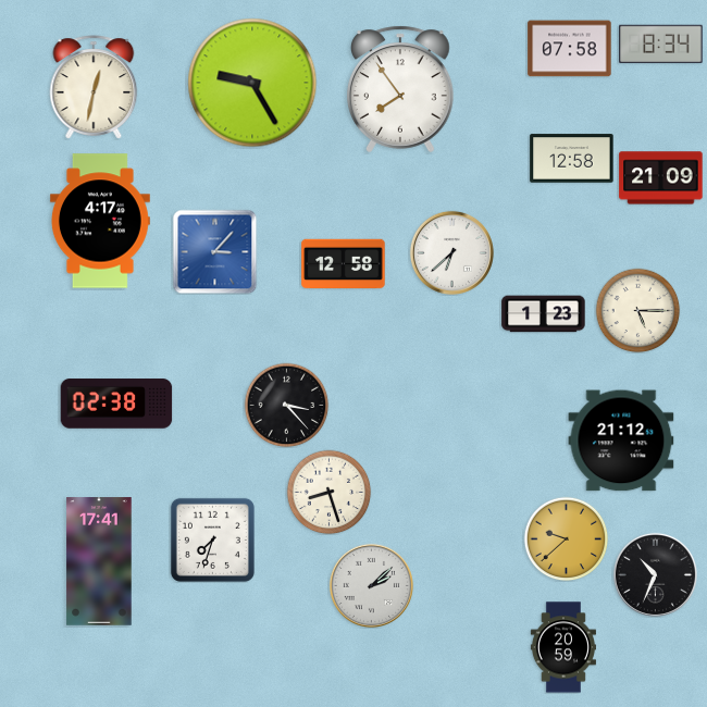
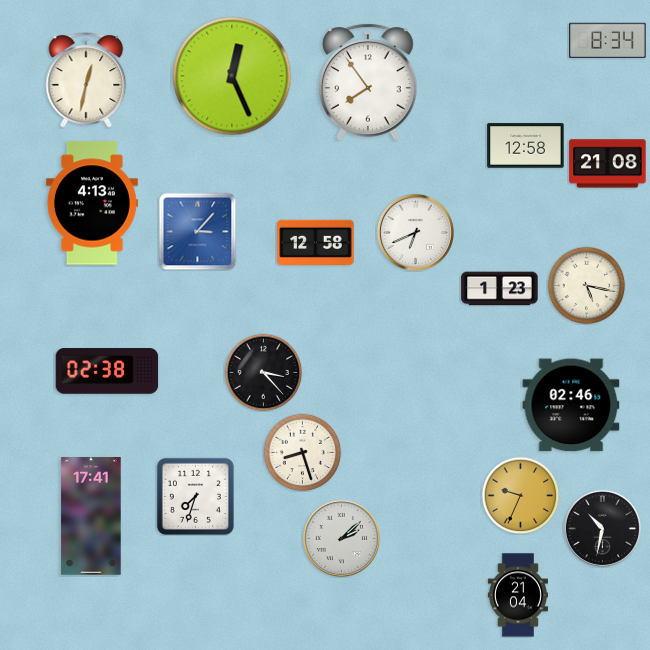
clock at (570, 49): 07:58 -> none
clock at (252, 83): 9:25 -> 12:26
clock at (661, 178): 21:09 -> 21:08
clock at (100, 221): 4:17 -> 4:13
clock at (451, 252): 6:38 -> 6:41
clock at (637, 310): 5:15 -> 5:17
clock at (621, 441): 21:12 -> 02:46
clock at (566, 538): 9:38 -> 9:34
clock at (655, 574): 10:34 -> 10:32
clock at (563, 647): 20:59 -> 21:04
